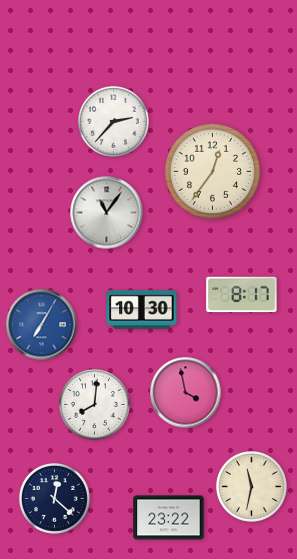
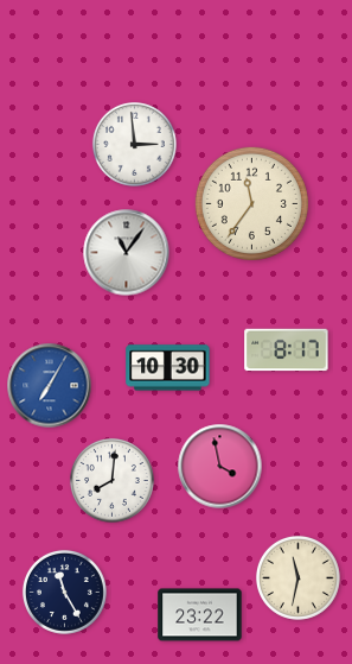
clock at (113, 121): 2:37 -> 2:59
clock at (212, 171): 12:36 -> 11:36
clock at (54, 498): 12:22 -> 11:25
